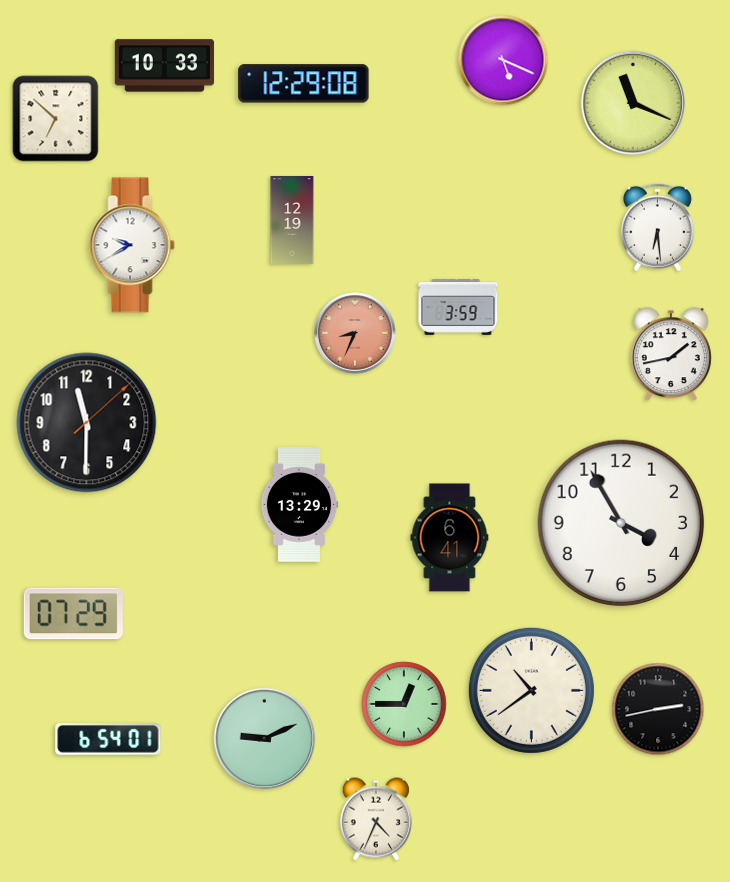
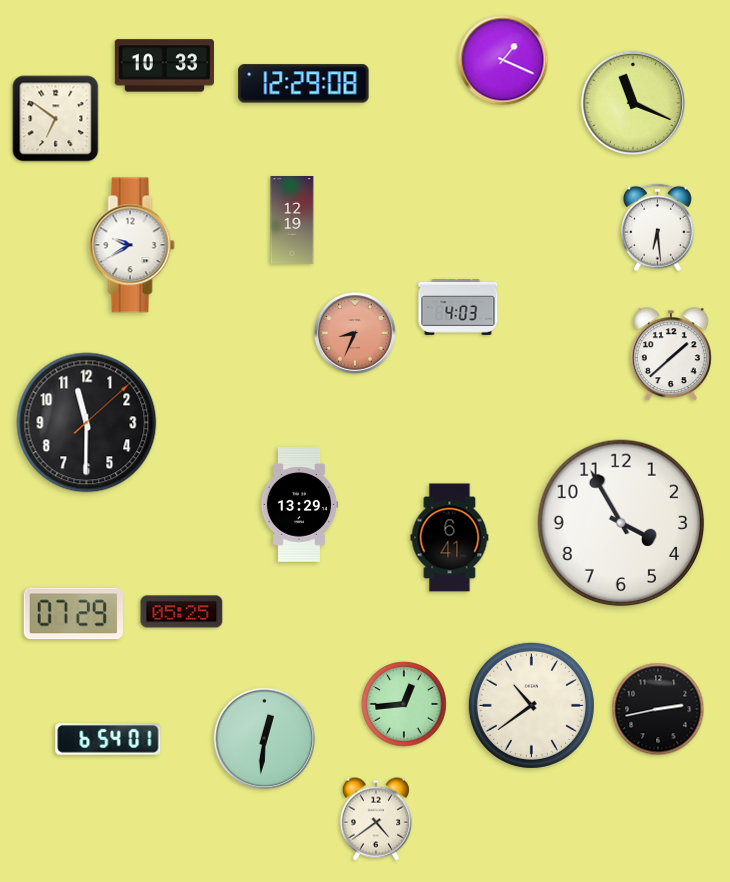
clock at (503, 60): 5:19 -> 1:19
clock at (56, 119): 6:52 -> 6:51
clock at (458, 307): 3:59 -> 4:03
clock at (671, 355): 1:43 -> 1:38
clock at (182, 612): none -> 05:25
clock at (531, 690) position: (531, 690) -> (531, 705)
clock at (404, 704): 12:45 -> 12:44
clock at (265, 739): 9:11 -> 12:31
clock at (376, 819): 4:34 -> 4:39
